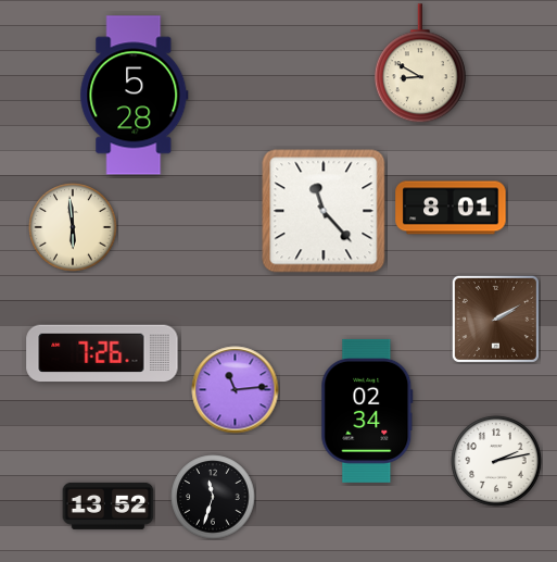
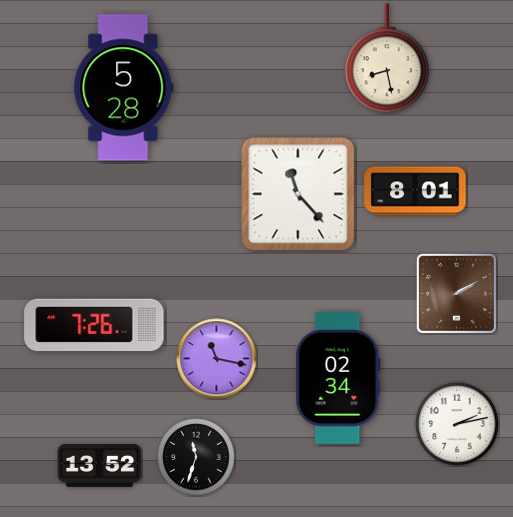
clock at (420, 64): 8:50 -> 8:28
clock at (73, 227): 5:59 -> none
clock at (236, 390): 11:14 -> 11:17
